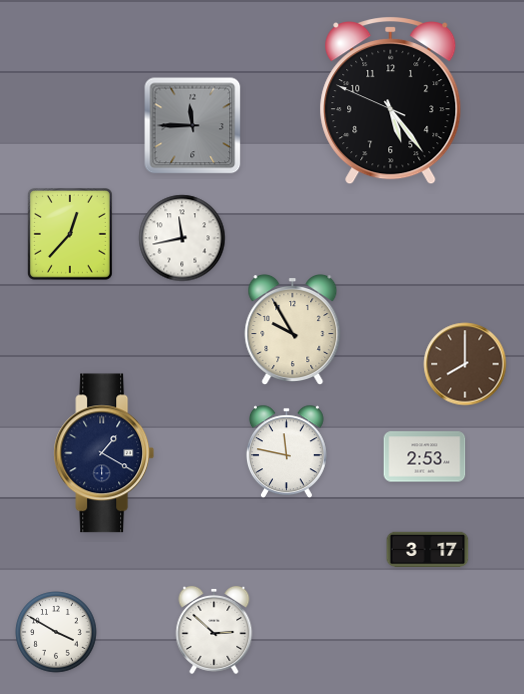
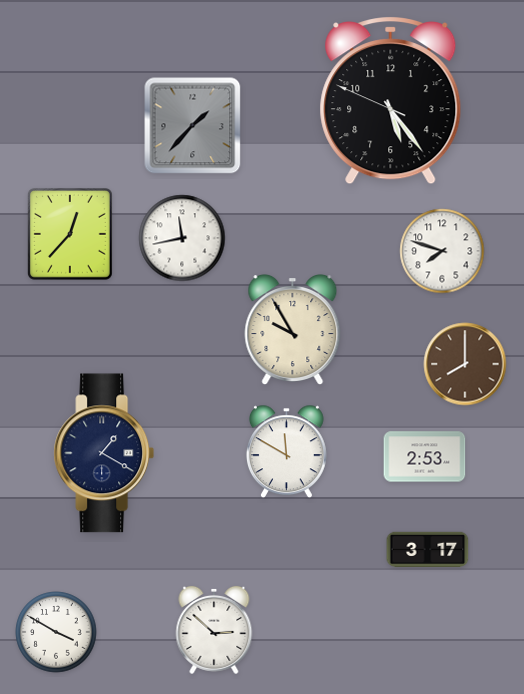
clock at (193, 126): 11:45 -> 1:37
clock at (442, 251): none -> 7:48
clock at (286, 452): 11:47 -> 11:50
